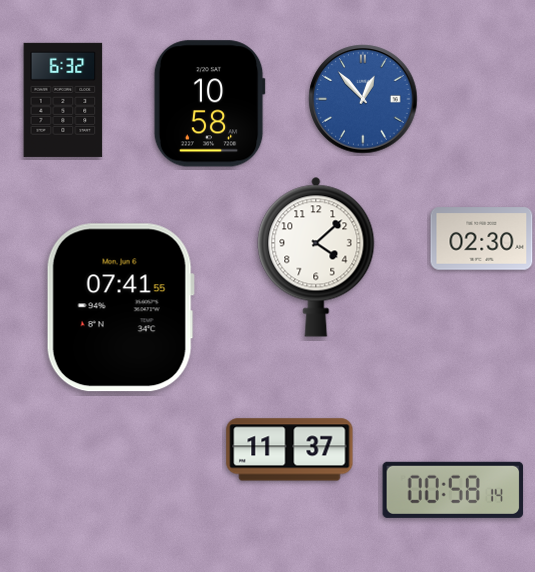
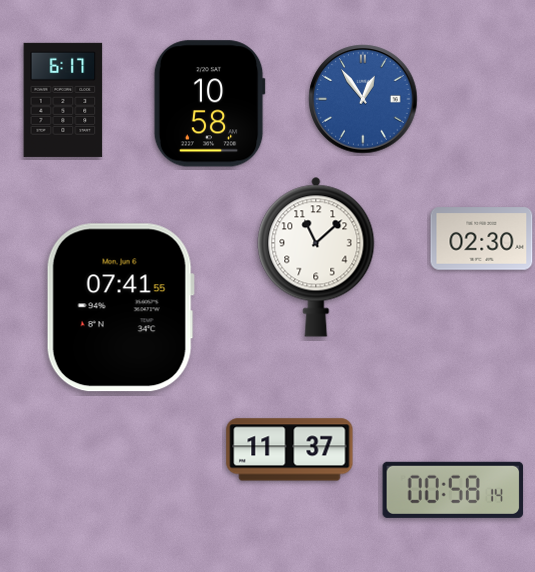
clock at (363, 99): 12:53 -> 12:54
clock at (63, 100): 6:32 -> 6:17
clock at (316, 257): 4:08 -> 11:08
